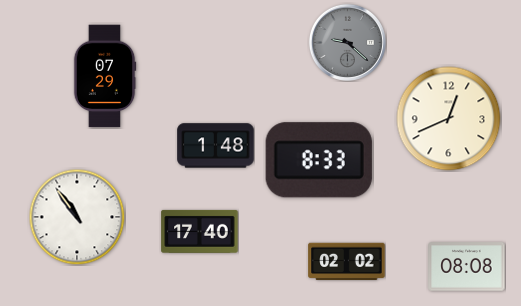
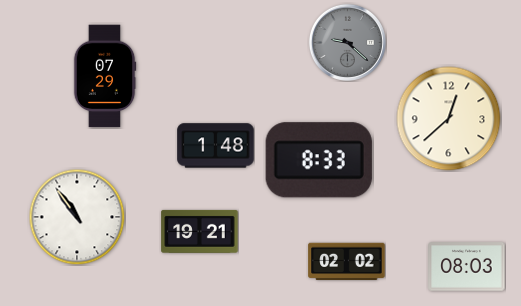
clock at (449, 119): 12:41 -> 12:38
clock at (200, 231): 17:40 -> 19:21
clock at (467, 267): 08:08 -> 08:03
